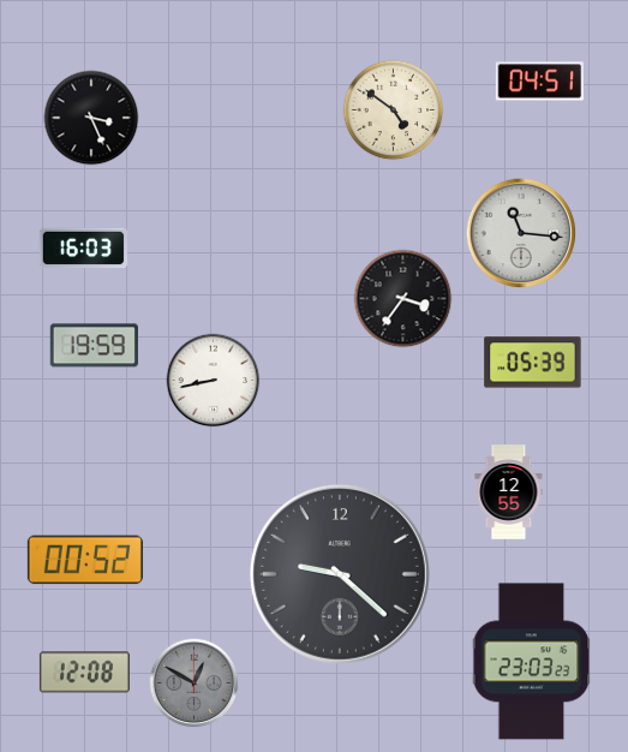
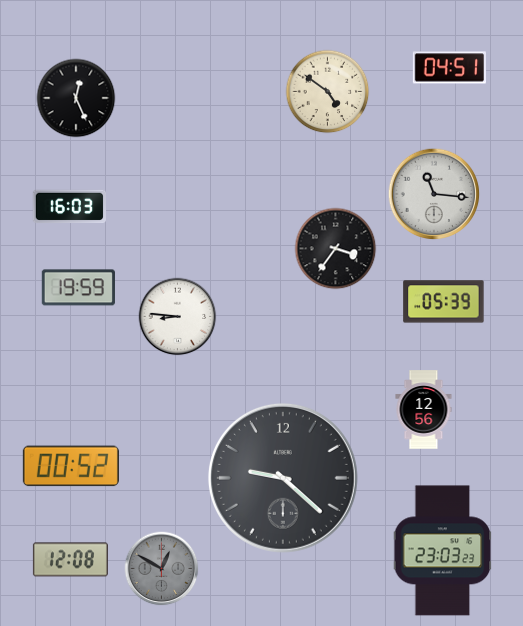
clock at (91, 118): 3:26 -> 12:26
clock at (214, 381): 8:43 -> 8:46
clock at (509, 493): 12:55 -> 12:56
